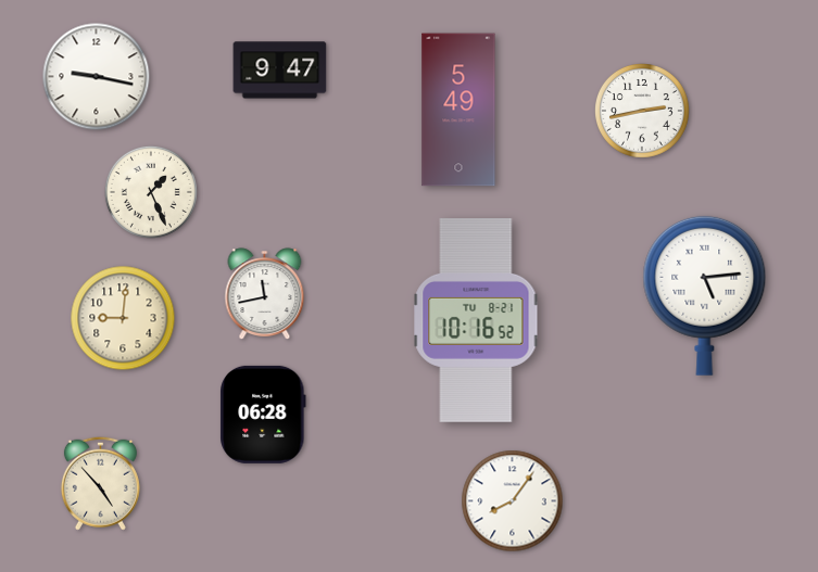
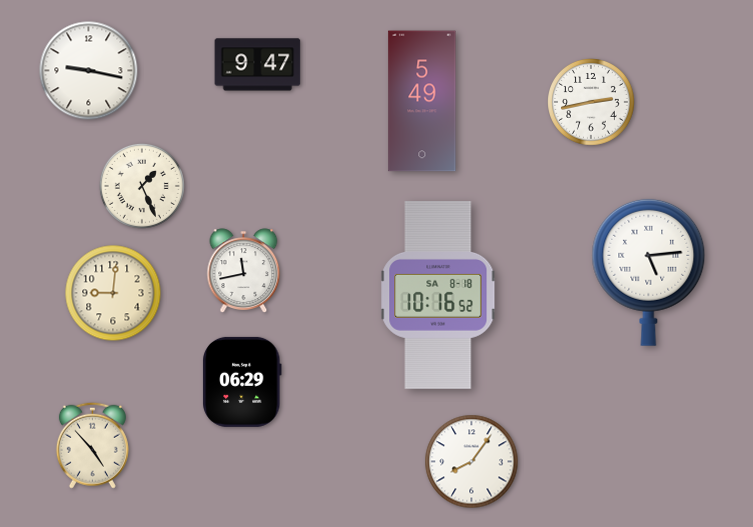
clock at (151, 192) position: (151, 192) -> (142, 186)
clock at (476, 321) date: TU 8-21 -> SA 8-18
clock at (263, 415): 06:28 -> 06:29
